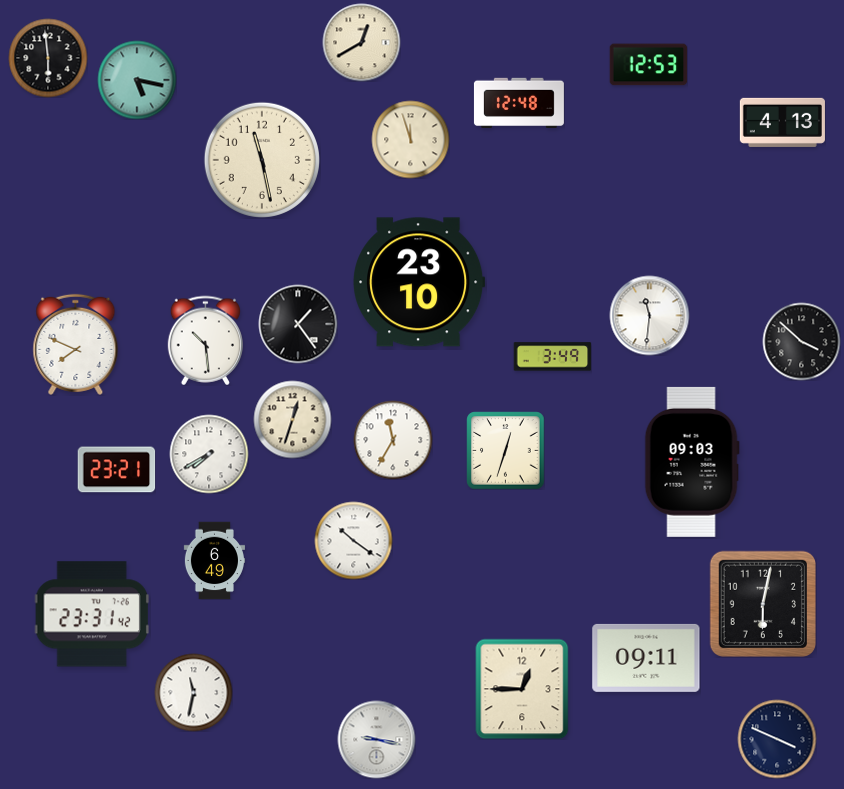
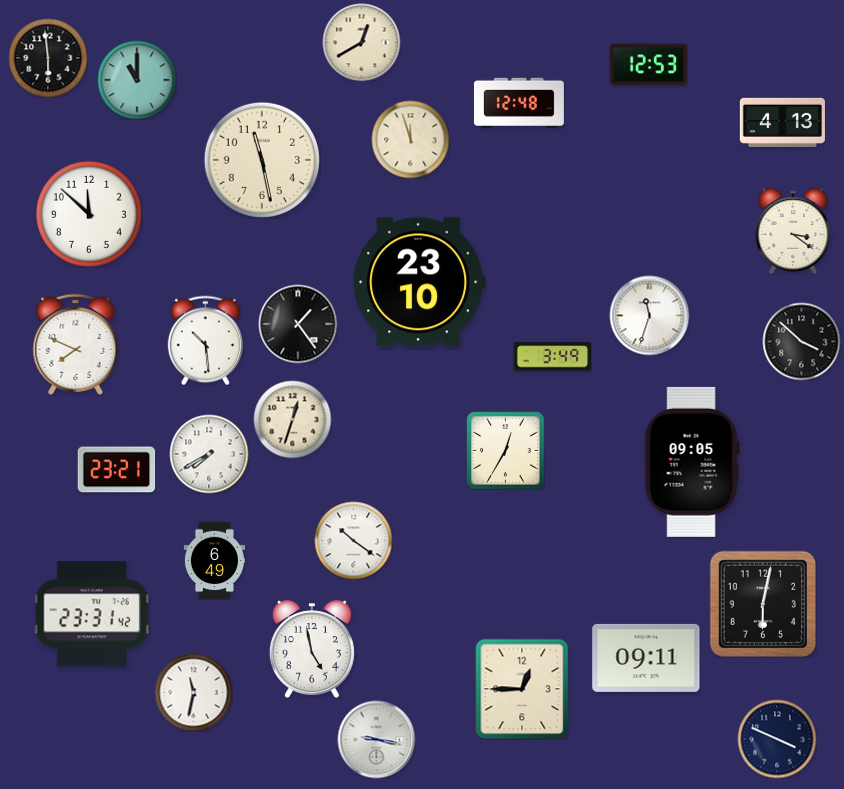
clock at (137, 80): 5:17 -> 11:00
clock at (89, 214): none -> 11:52
clock at (793, 231): none -> 3:21
clock at (649, 315): 11:31 -> 11:33
clock at (393, 440): 11:35 -> none
clock at (505, 450): 12:33 -> 12:35
clock at (692, 462): 09:03 -> 09:05
clock at (312, 649): none -> 4:58
